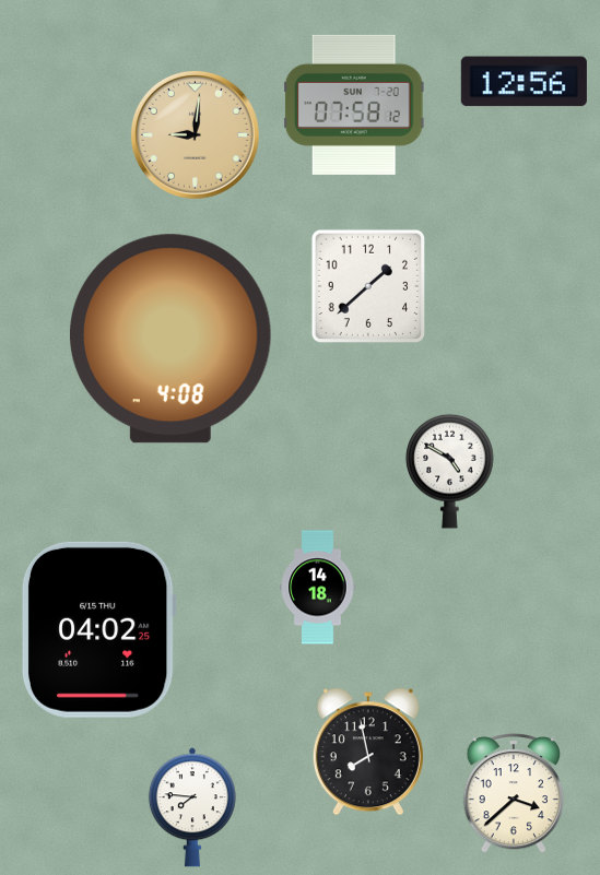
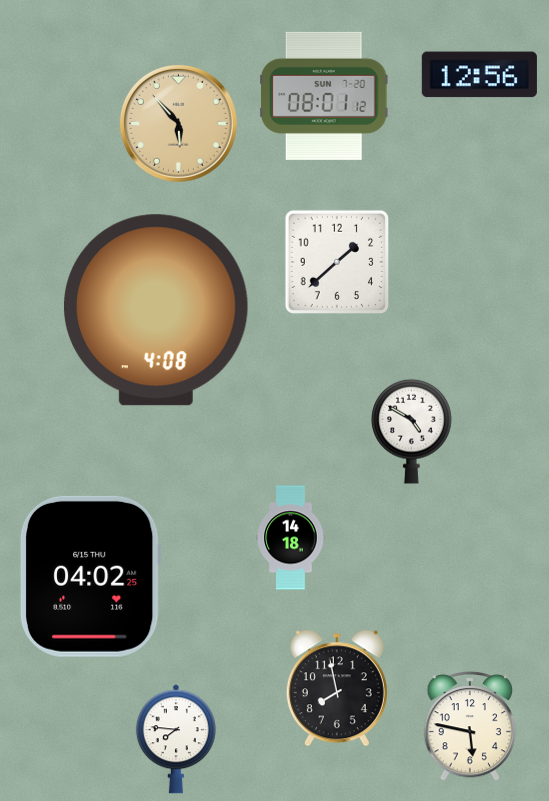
clock at (354, 105): 07:58 -> 08:01
clock at (195, 134): 9:01 -> 5:53
clock at (514, 793): 3:38 -> 5:47
